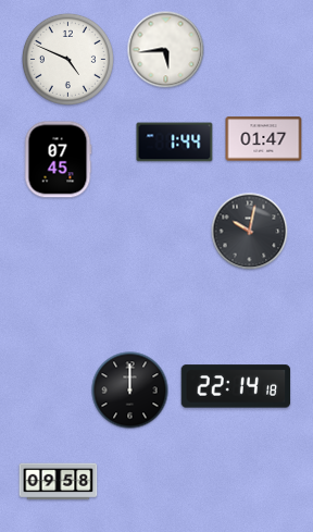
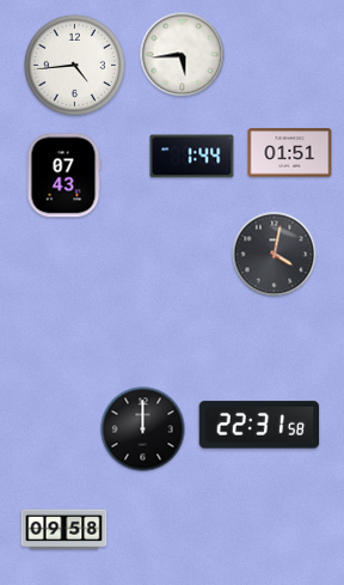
clock at (67, 59): 4:49 -> 4:44
clock at (264, 139): 01:47 -> 01:51
clock at (58, 160): 07:45 -> 07:43
clock at (250, 232): 10:02 -> 4:02
clock at (236, 386): 22:14 -> 22:31
